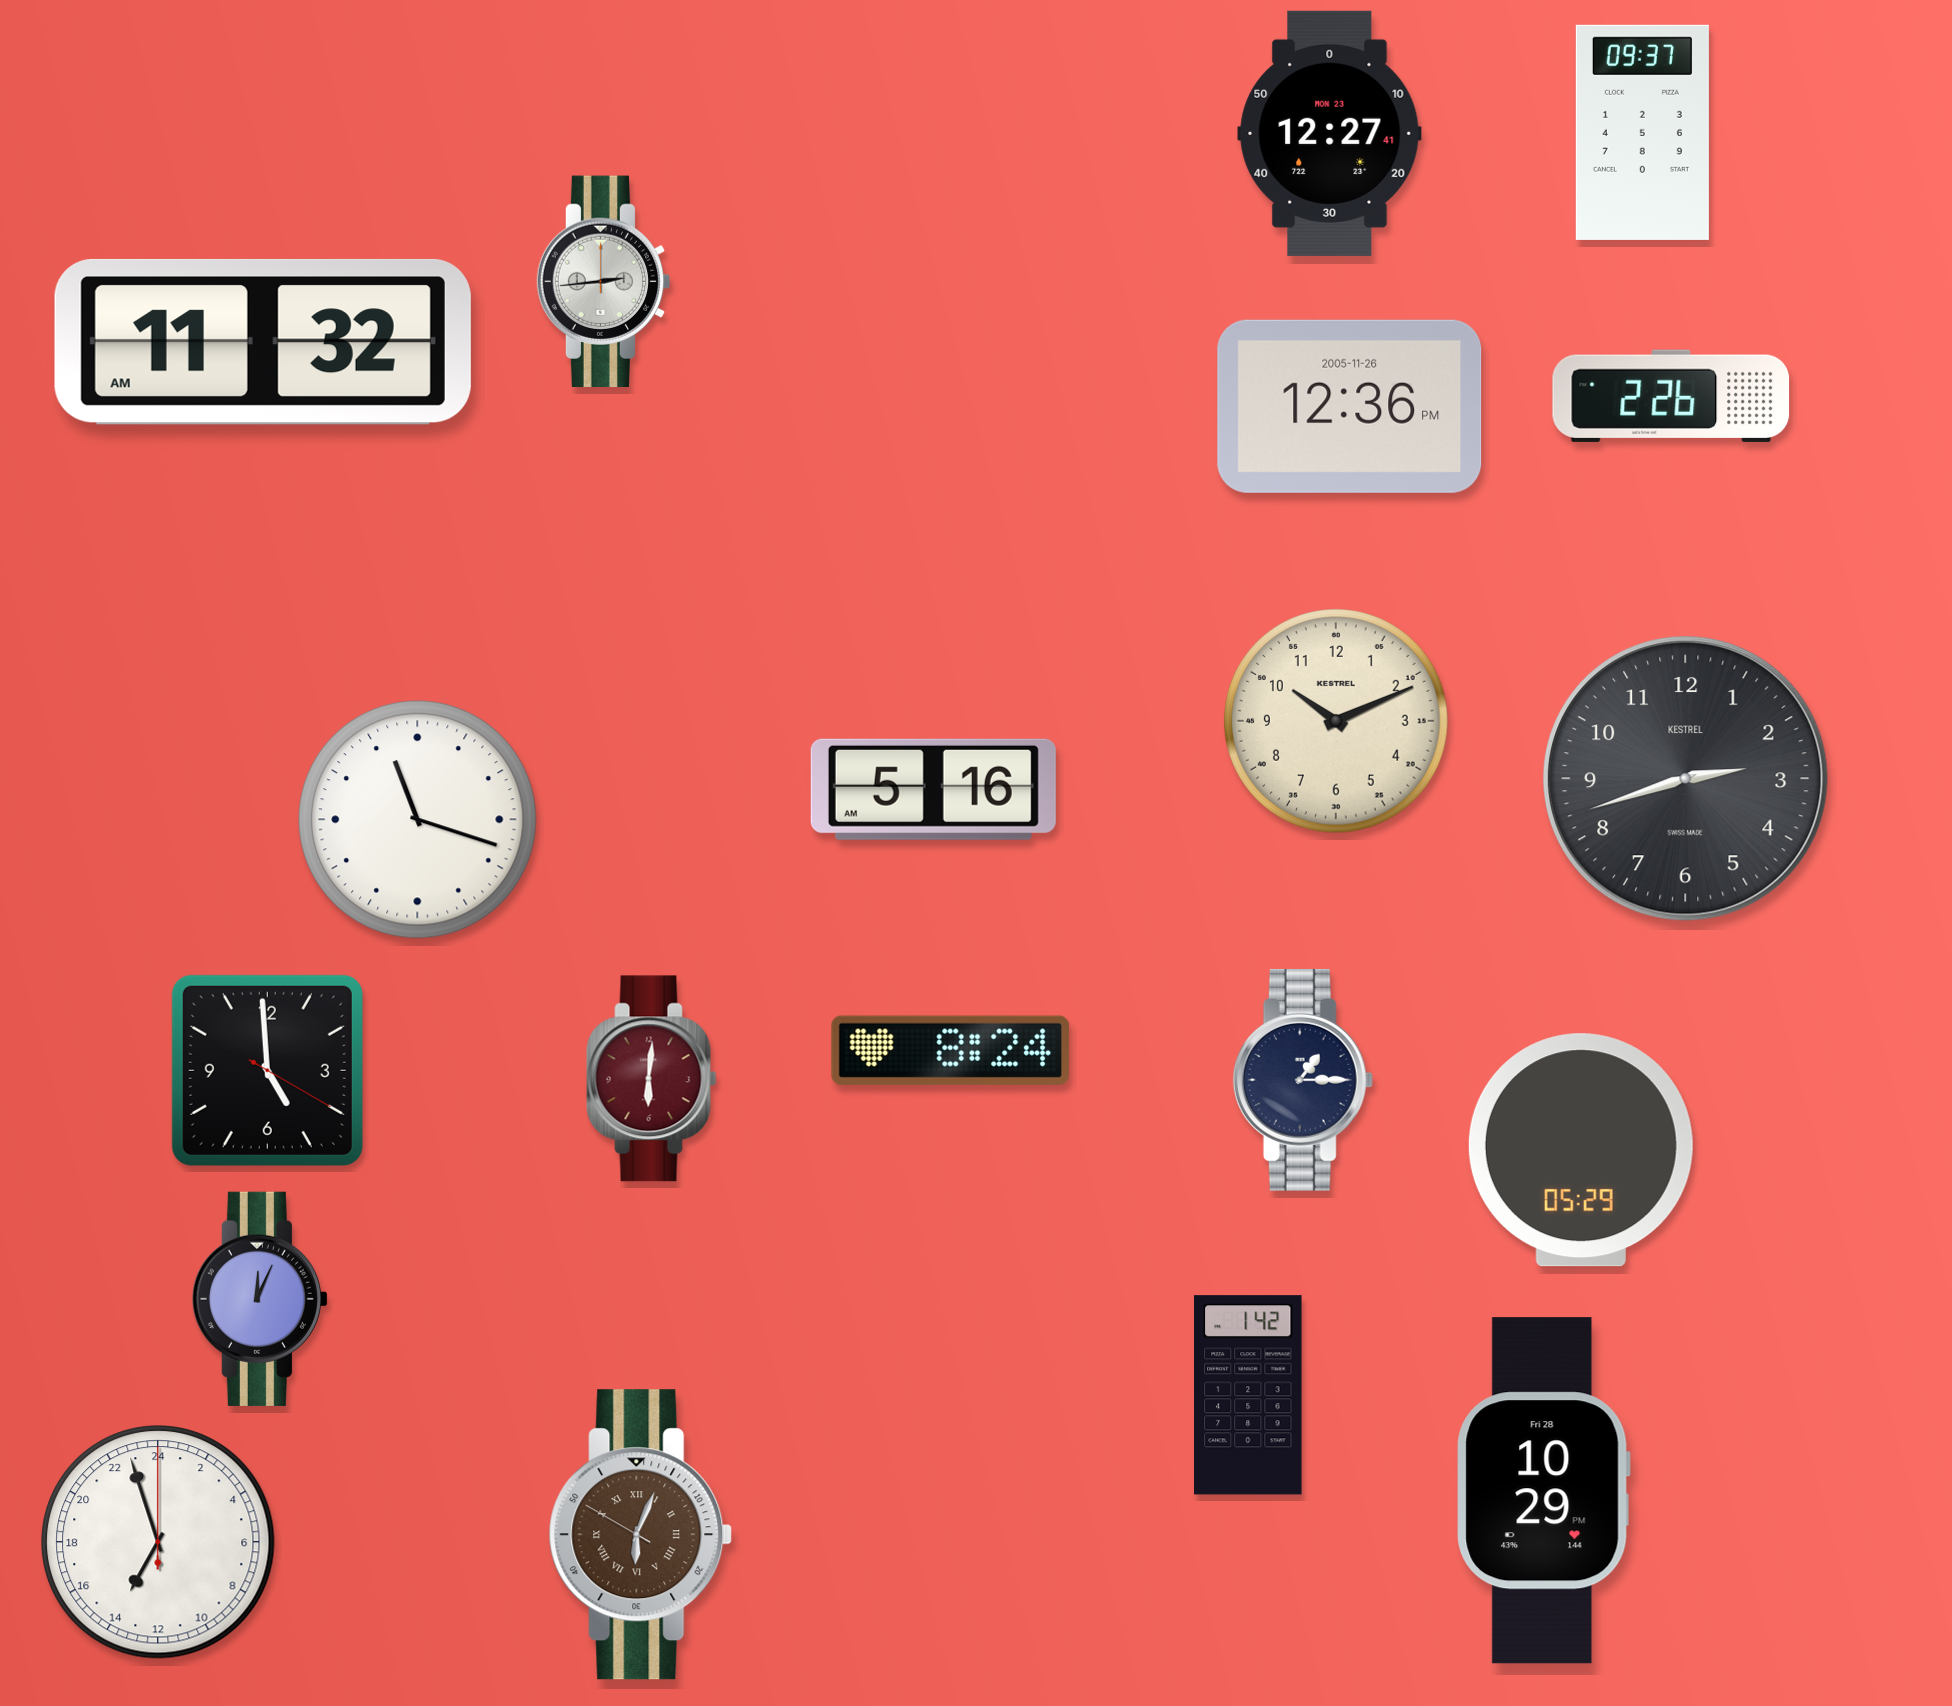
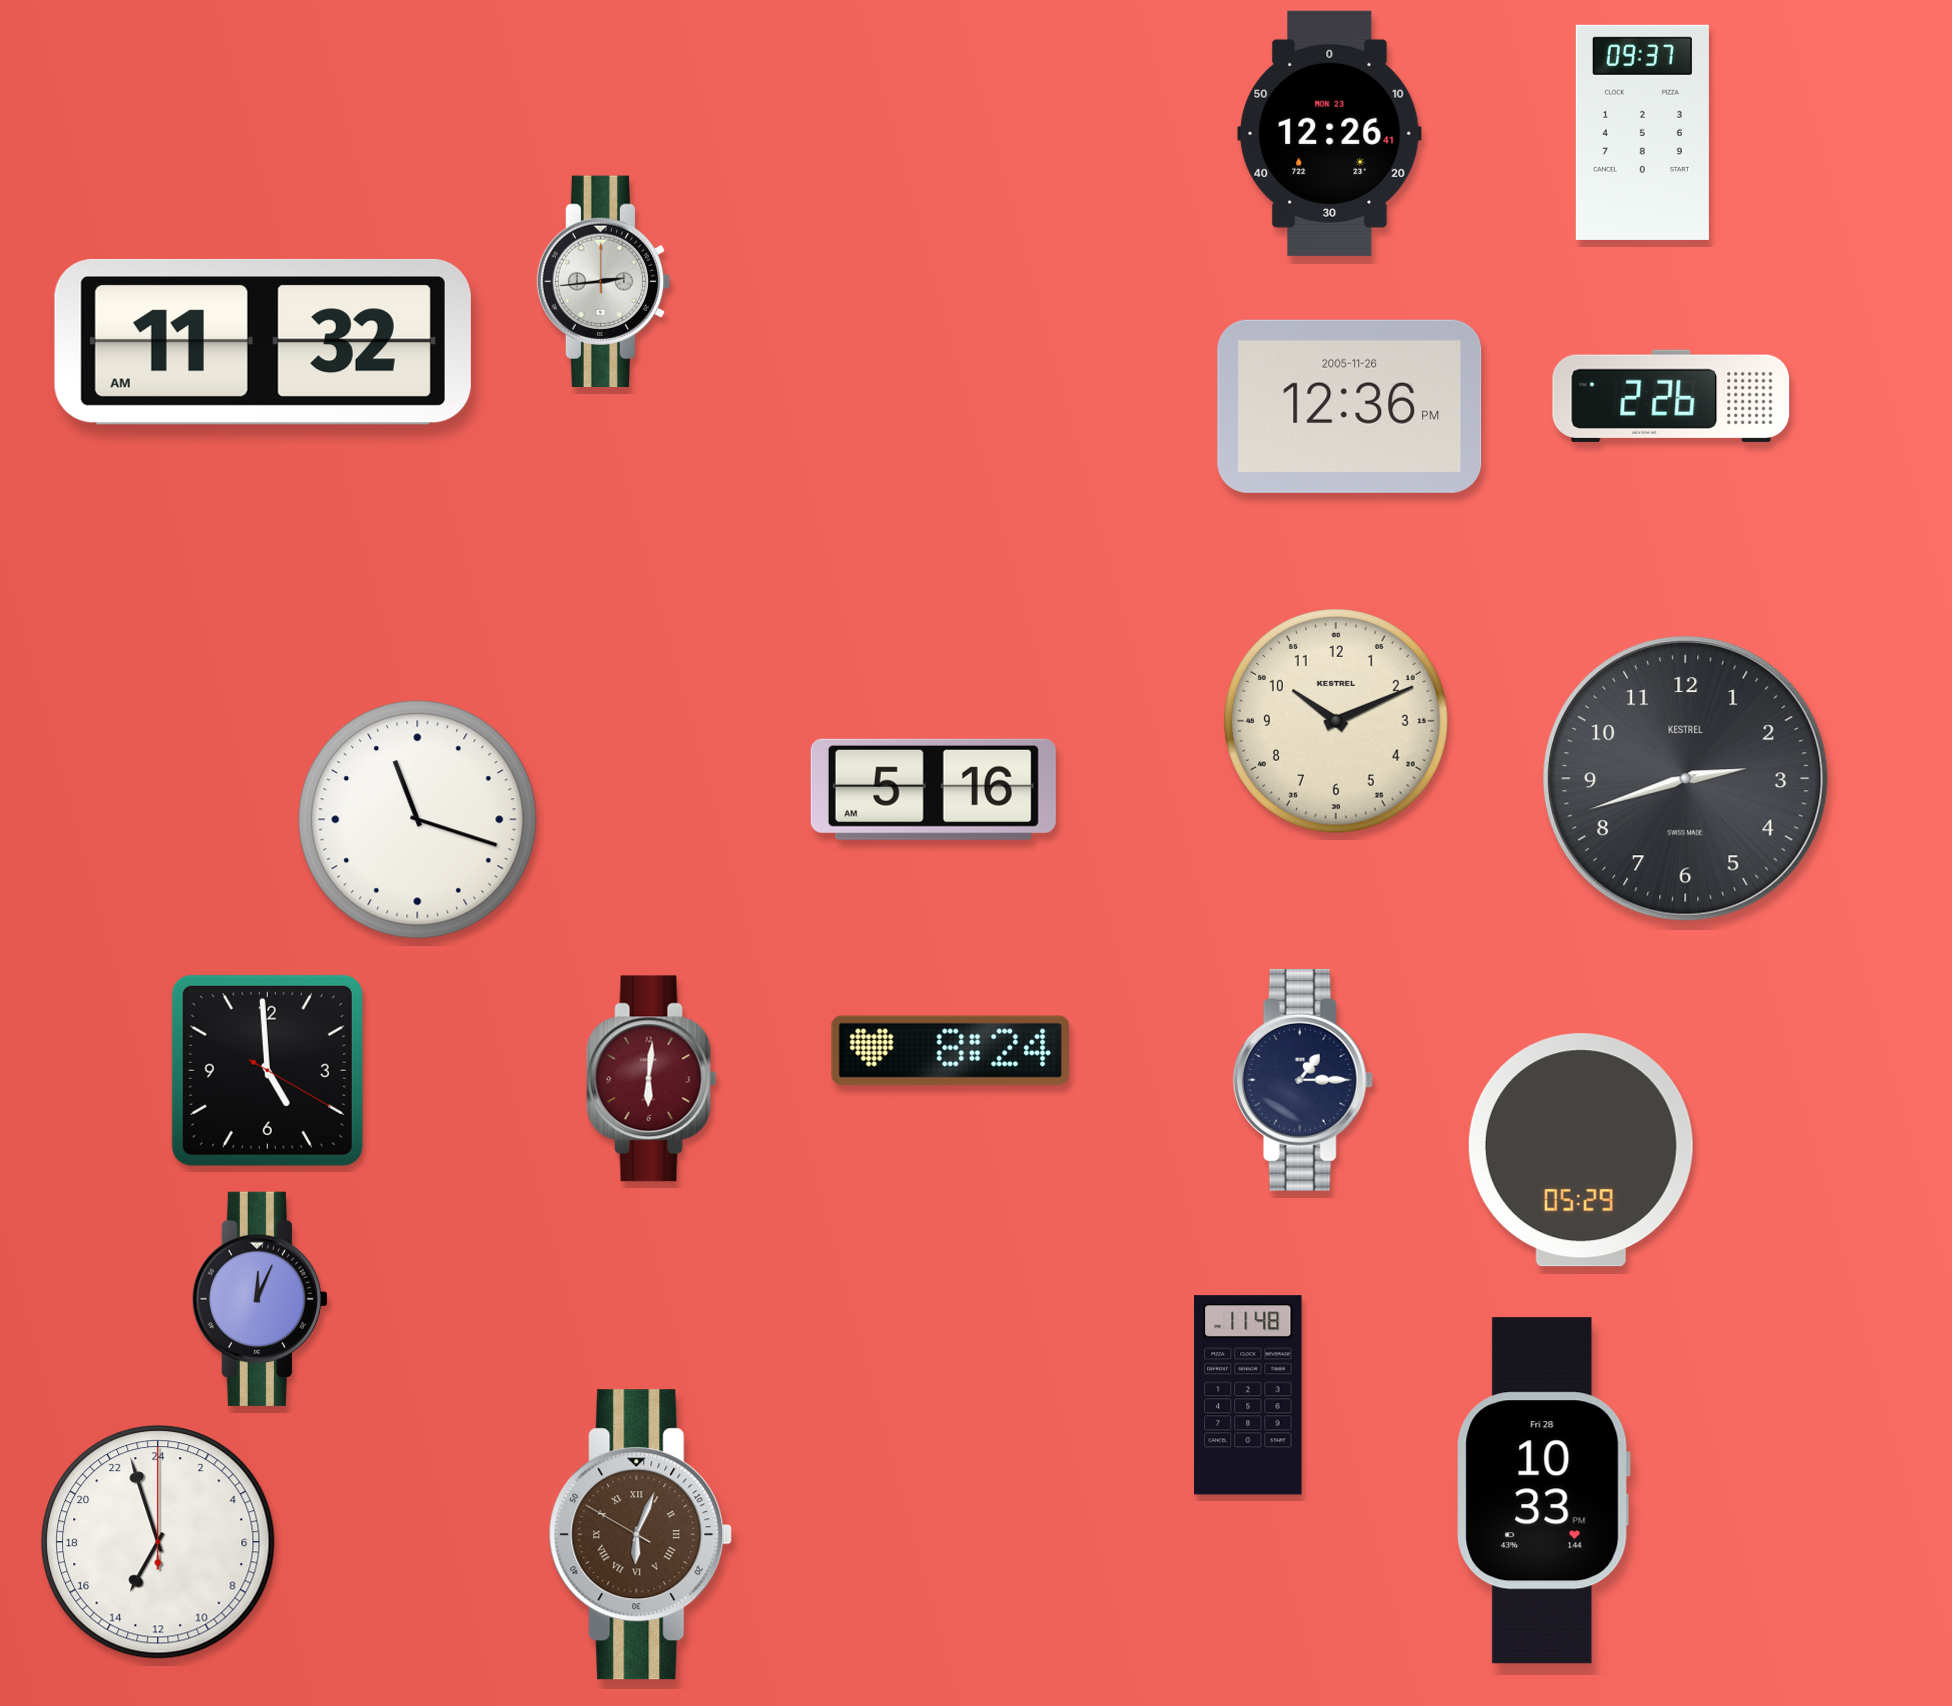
clock at (1330, 133): 12:27 -> 12:26
clock at (1248, 1395): 1:42 -> 11:48
clock at (1543, 1491): 10:29 -> 10:33
